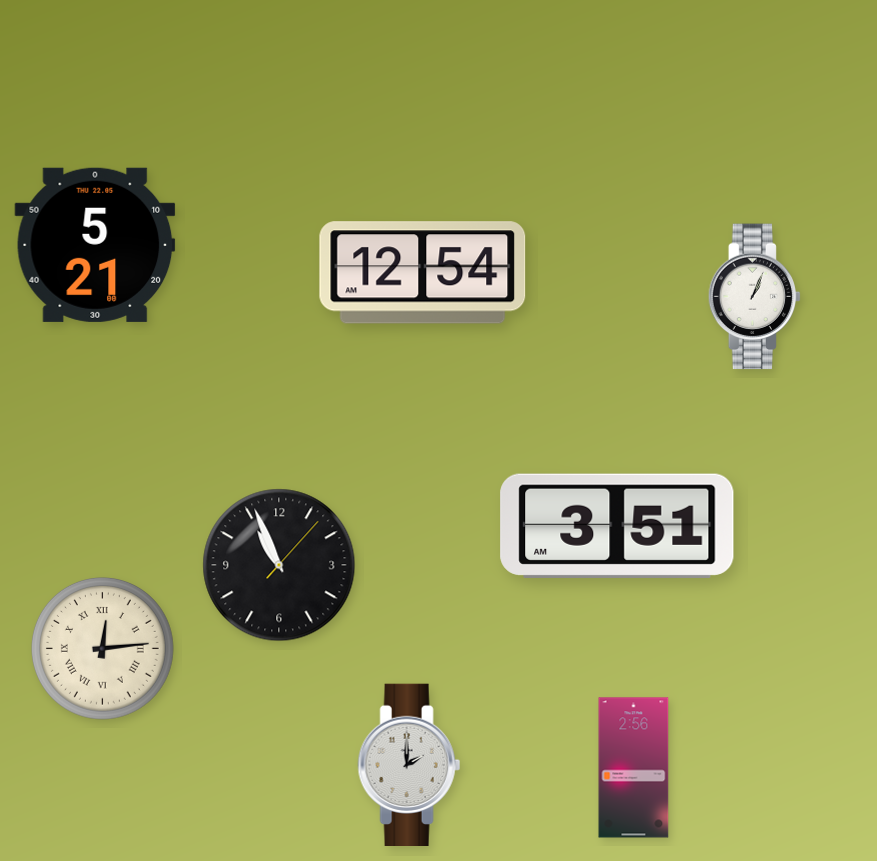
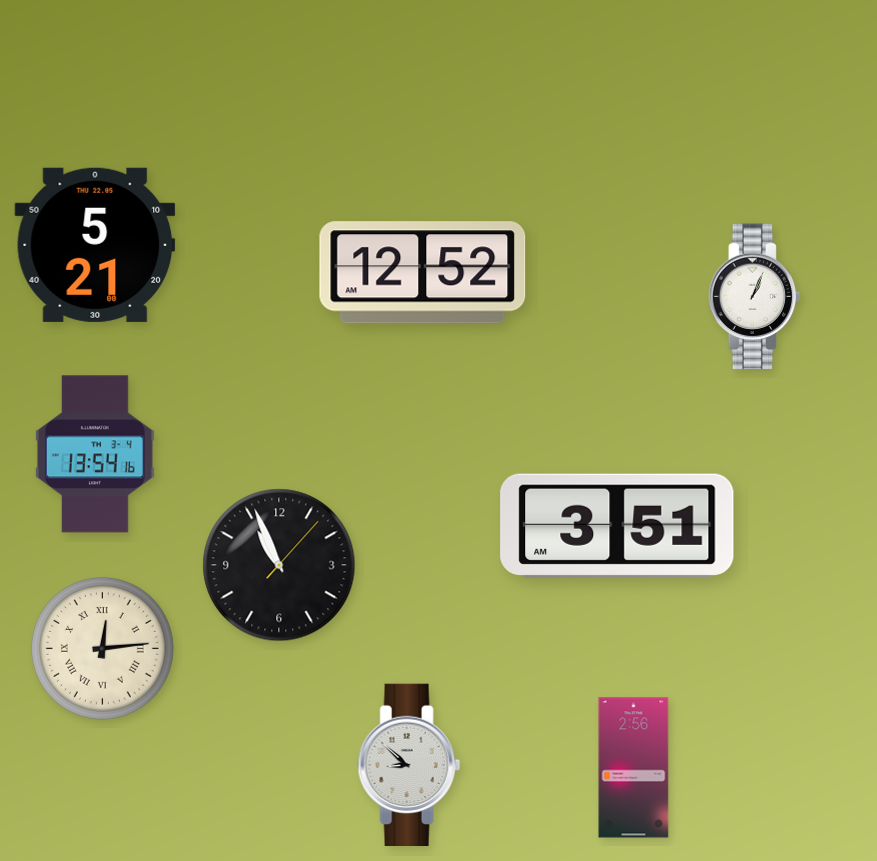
clock at (423, 273): 12:54 -> 12:52
clock at (95, 454): none -> 13:54
clock at (409, 764): 2:00 -> 8:52
